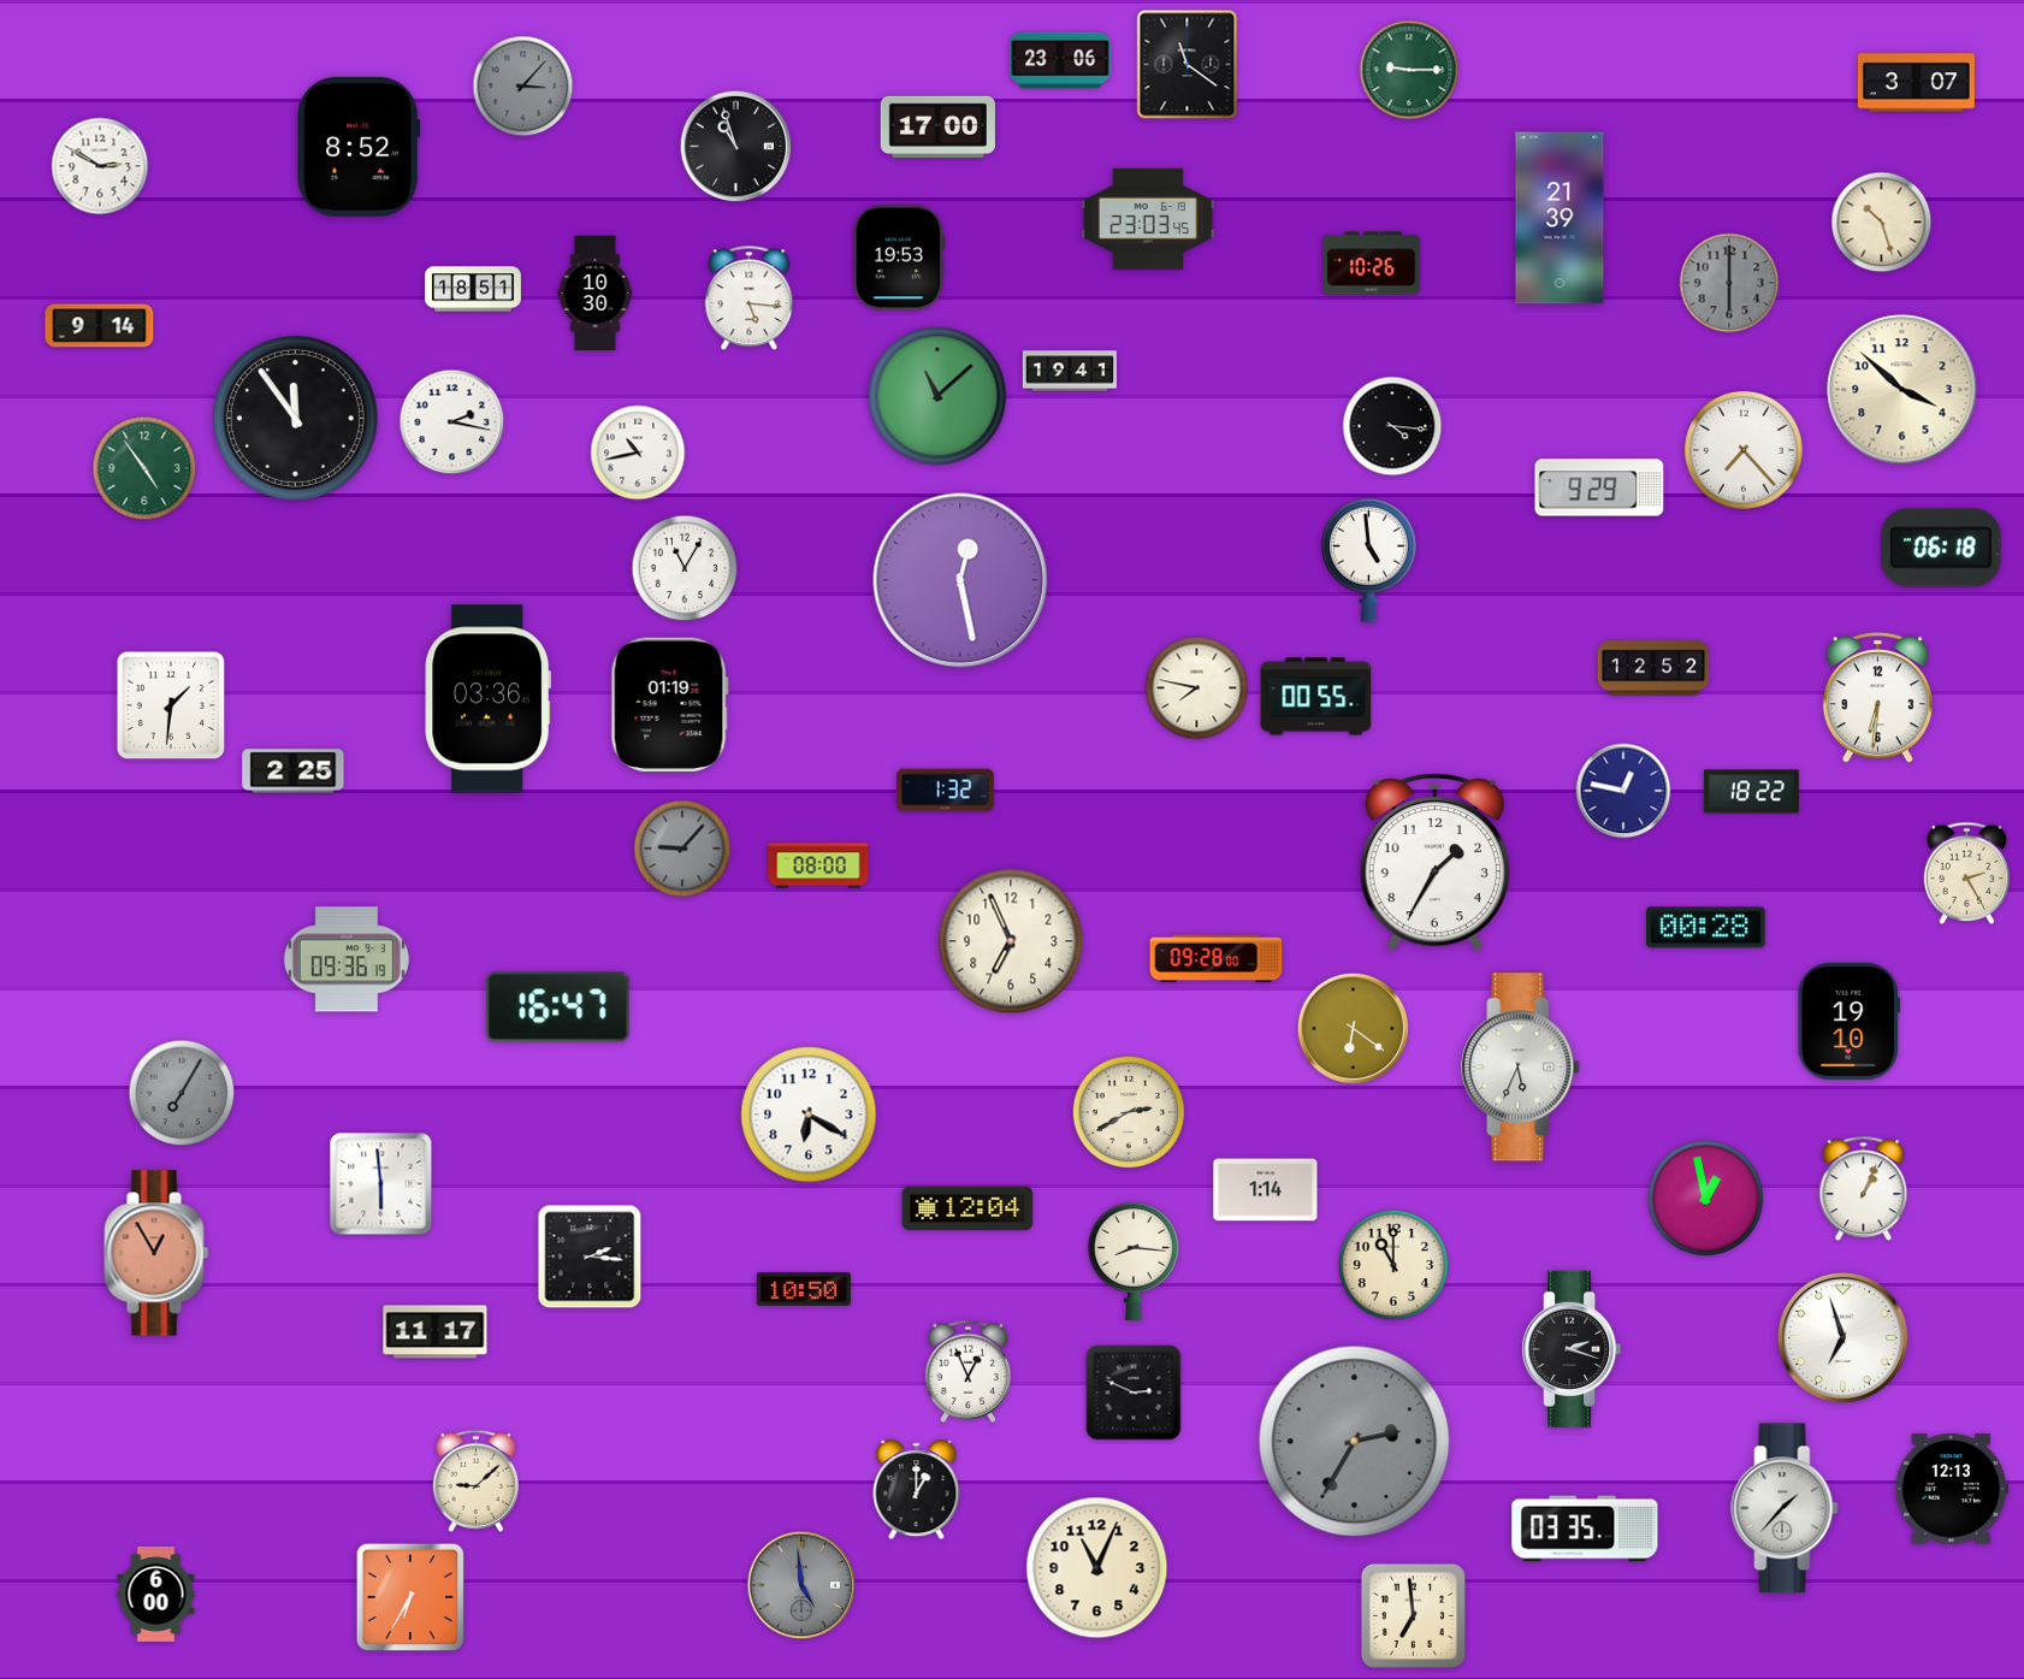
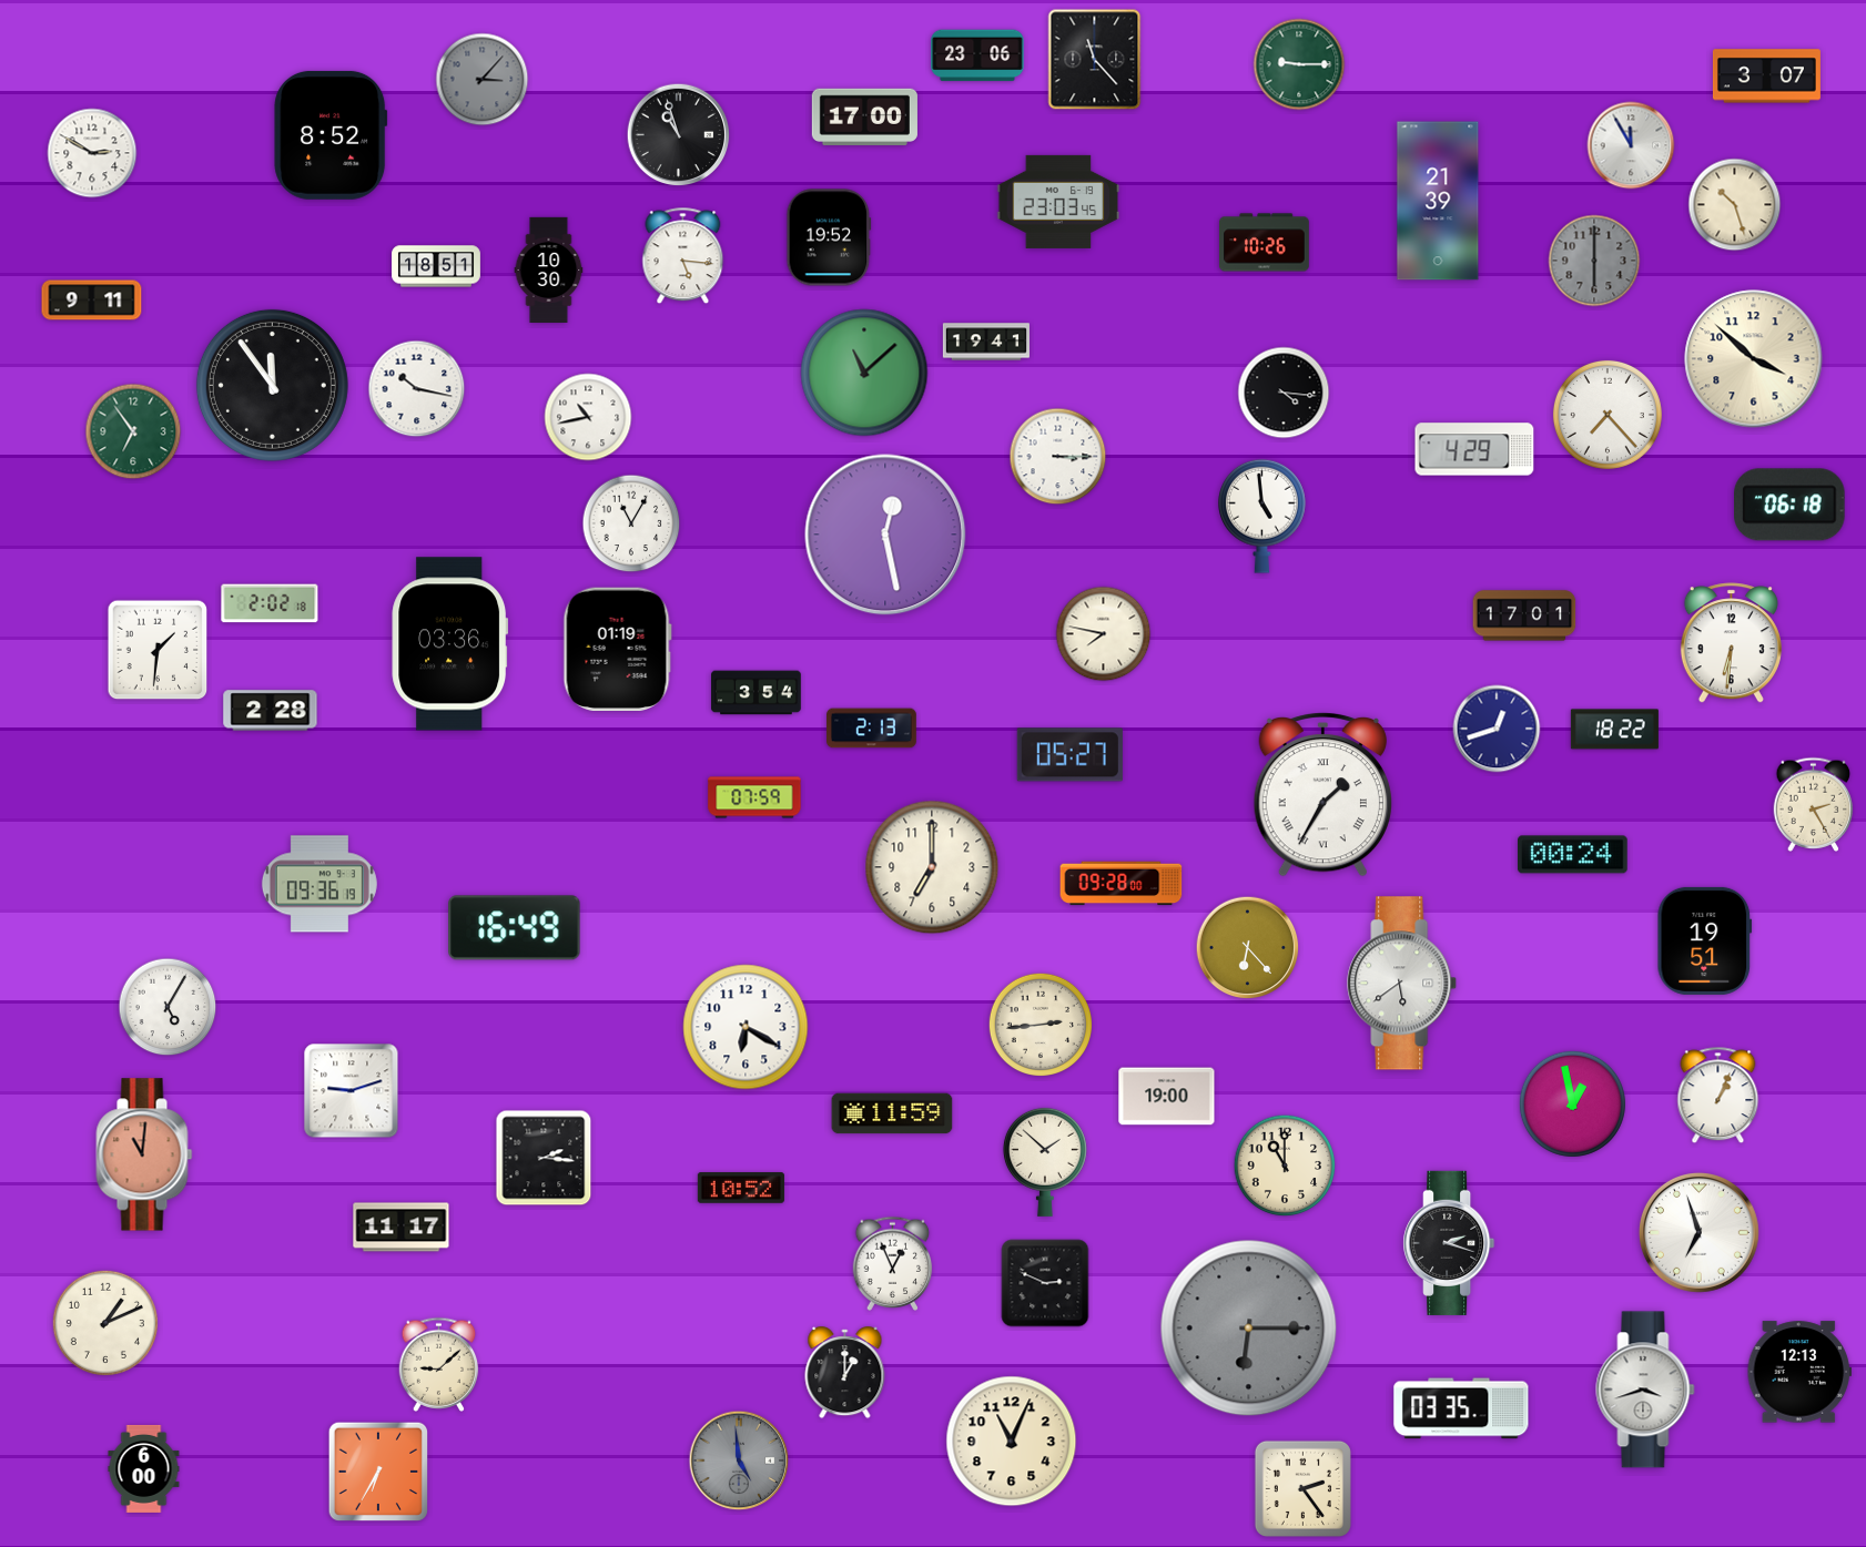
clock at (1188, 65): 11:21 -> 11:23
clock at (1631, 145): none -> 11:55
clock at (899, 258): 19:53 -> 19:52
clock at (750, 298) position: (750, 298) -> (683, 256)
clock at (100, 326): 9:14 -> 9:11
clock at (937, 396) position: (937, 396) -> (864, 373)
clock at (452, 422): 2:17 -> 10:17
clock at (144, 468): 4:54 -> 6:54
clock at (1599, 487): 9:29 -> 4:29
clock at (1058, 457): none -> 3:15
clock at (270, 603): none -> 2:02
clock at (1653, 668): 12:52 -> 17:01
clock at (1316, 697): 00:55 -> none
clock at (757, 693): none -> 3:54
clock at (294, 771): 2:25 -> 2:28
clock at (946, 791): 1:32 -> 2:13
clock at (1623, 791): 12:47 -> 12:42
clock at (1069, 755): none -> 05:27
clock at (682, 849): 9:07 -> none
clock at (1434, 862) numerals: Arabic -> Roman
clock at (818, 865): 08:00 -> 07:59
clock at (1706, 928): 00:28 -> 00:24
clock at (1011, 941): 6:56 -> 7:00
clock at (558, 1007): 16:47 -> 16:49
clock at (1850, 1021): 19:10 -> 19:51
clock at (1354, 1029): 6:21 -> 6:23
clock at (1521, 1068): 5:34 -> 5:39
clock at (182, 1093): 7:05 -> 5:05
clock at (182, 1093) dial: grey -> white
clock at (1128, 1111): 2:40 -> 2:44
clock at (381, 1184): 5:59 -> 9:12
clock at (1266, 1190): 1:14 -> 19:00
clock at (967, 1208): 12:04 -> 11:59
clock at (156, 1253): 12:55 -> 11:01
clock at (1134, 1261): 8:16 -> 1:52
clock at (804, 1289): 10:50 -> 10:52
clock at (105, 1323): none -> 1:11
clock at (1355, 1442): 2:35 -> 6:15
clock at (1785, 1508): 1:37 -> 3:42
clock at (1097, 1568) position: (1097, 1568) -> (1012, 1442)
clock at (1413, 1615): 6:59 -> 2:24
